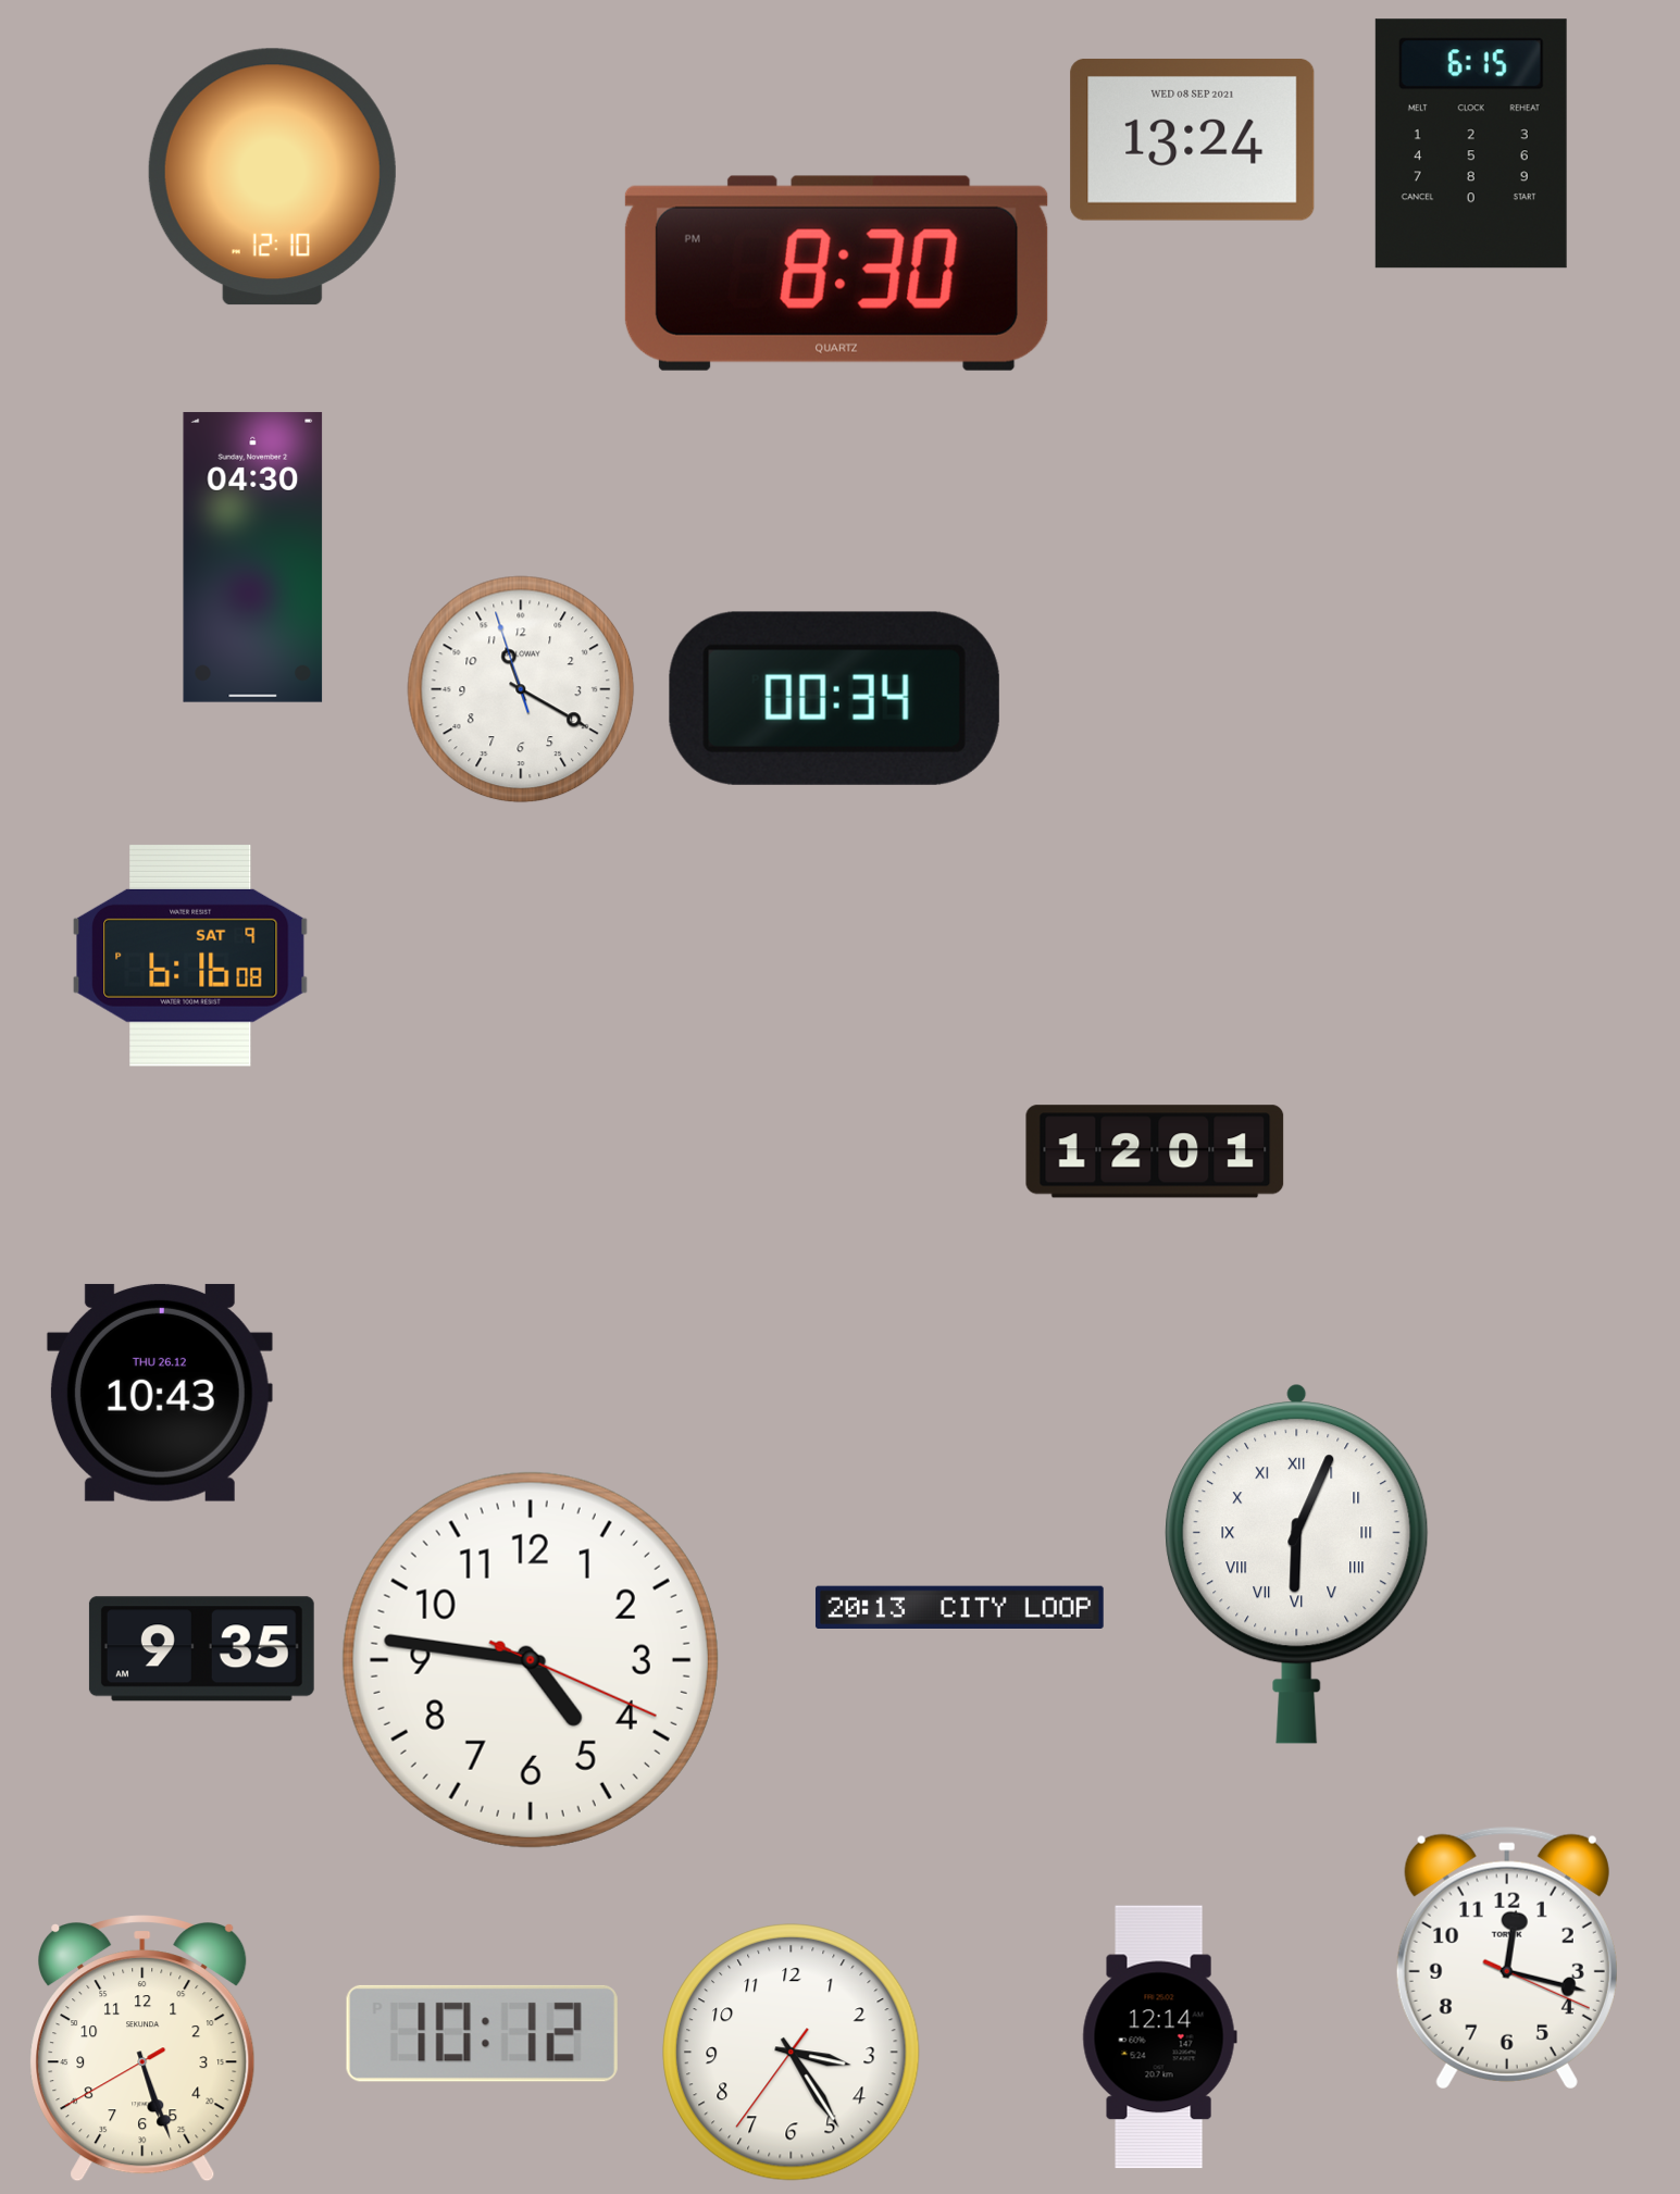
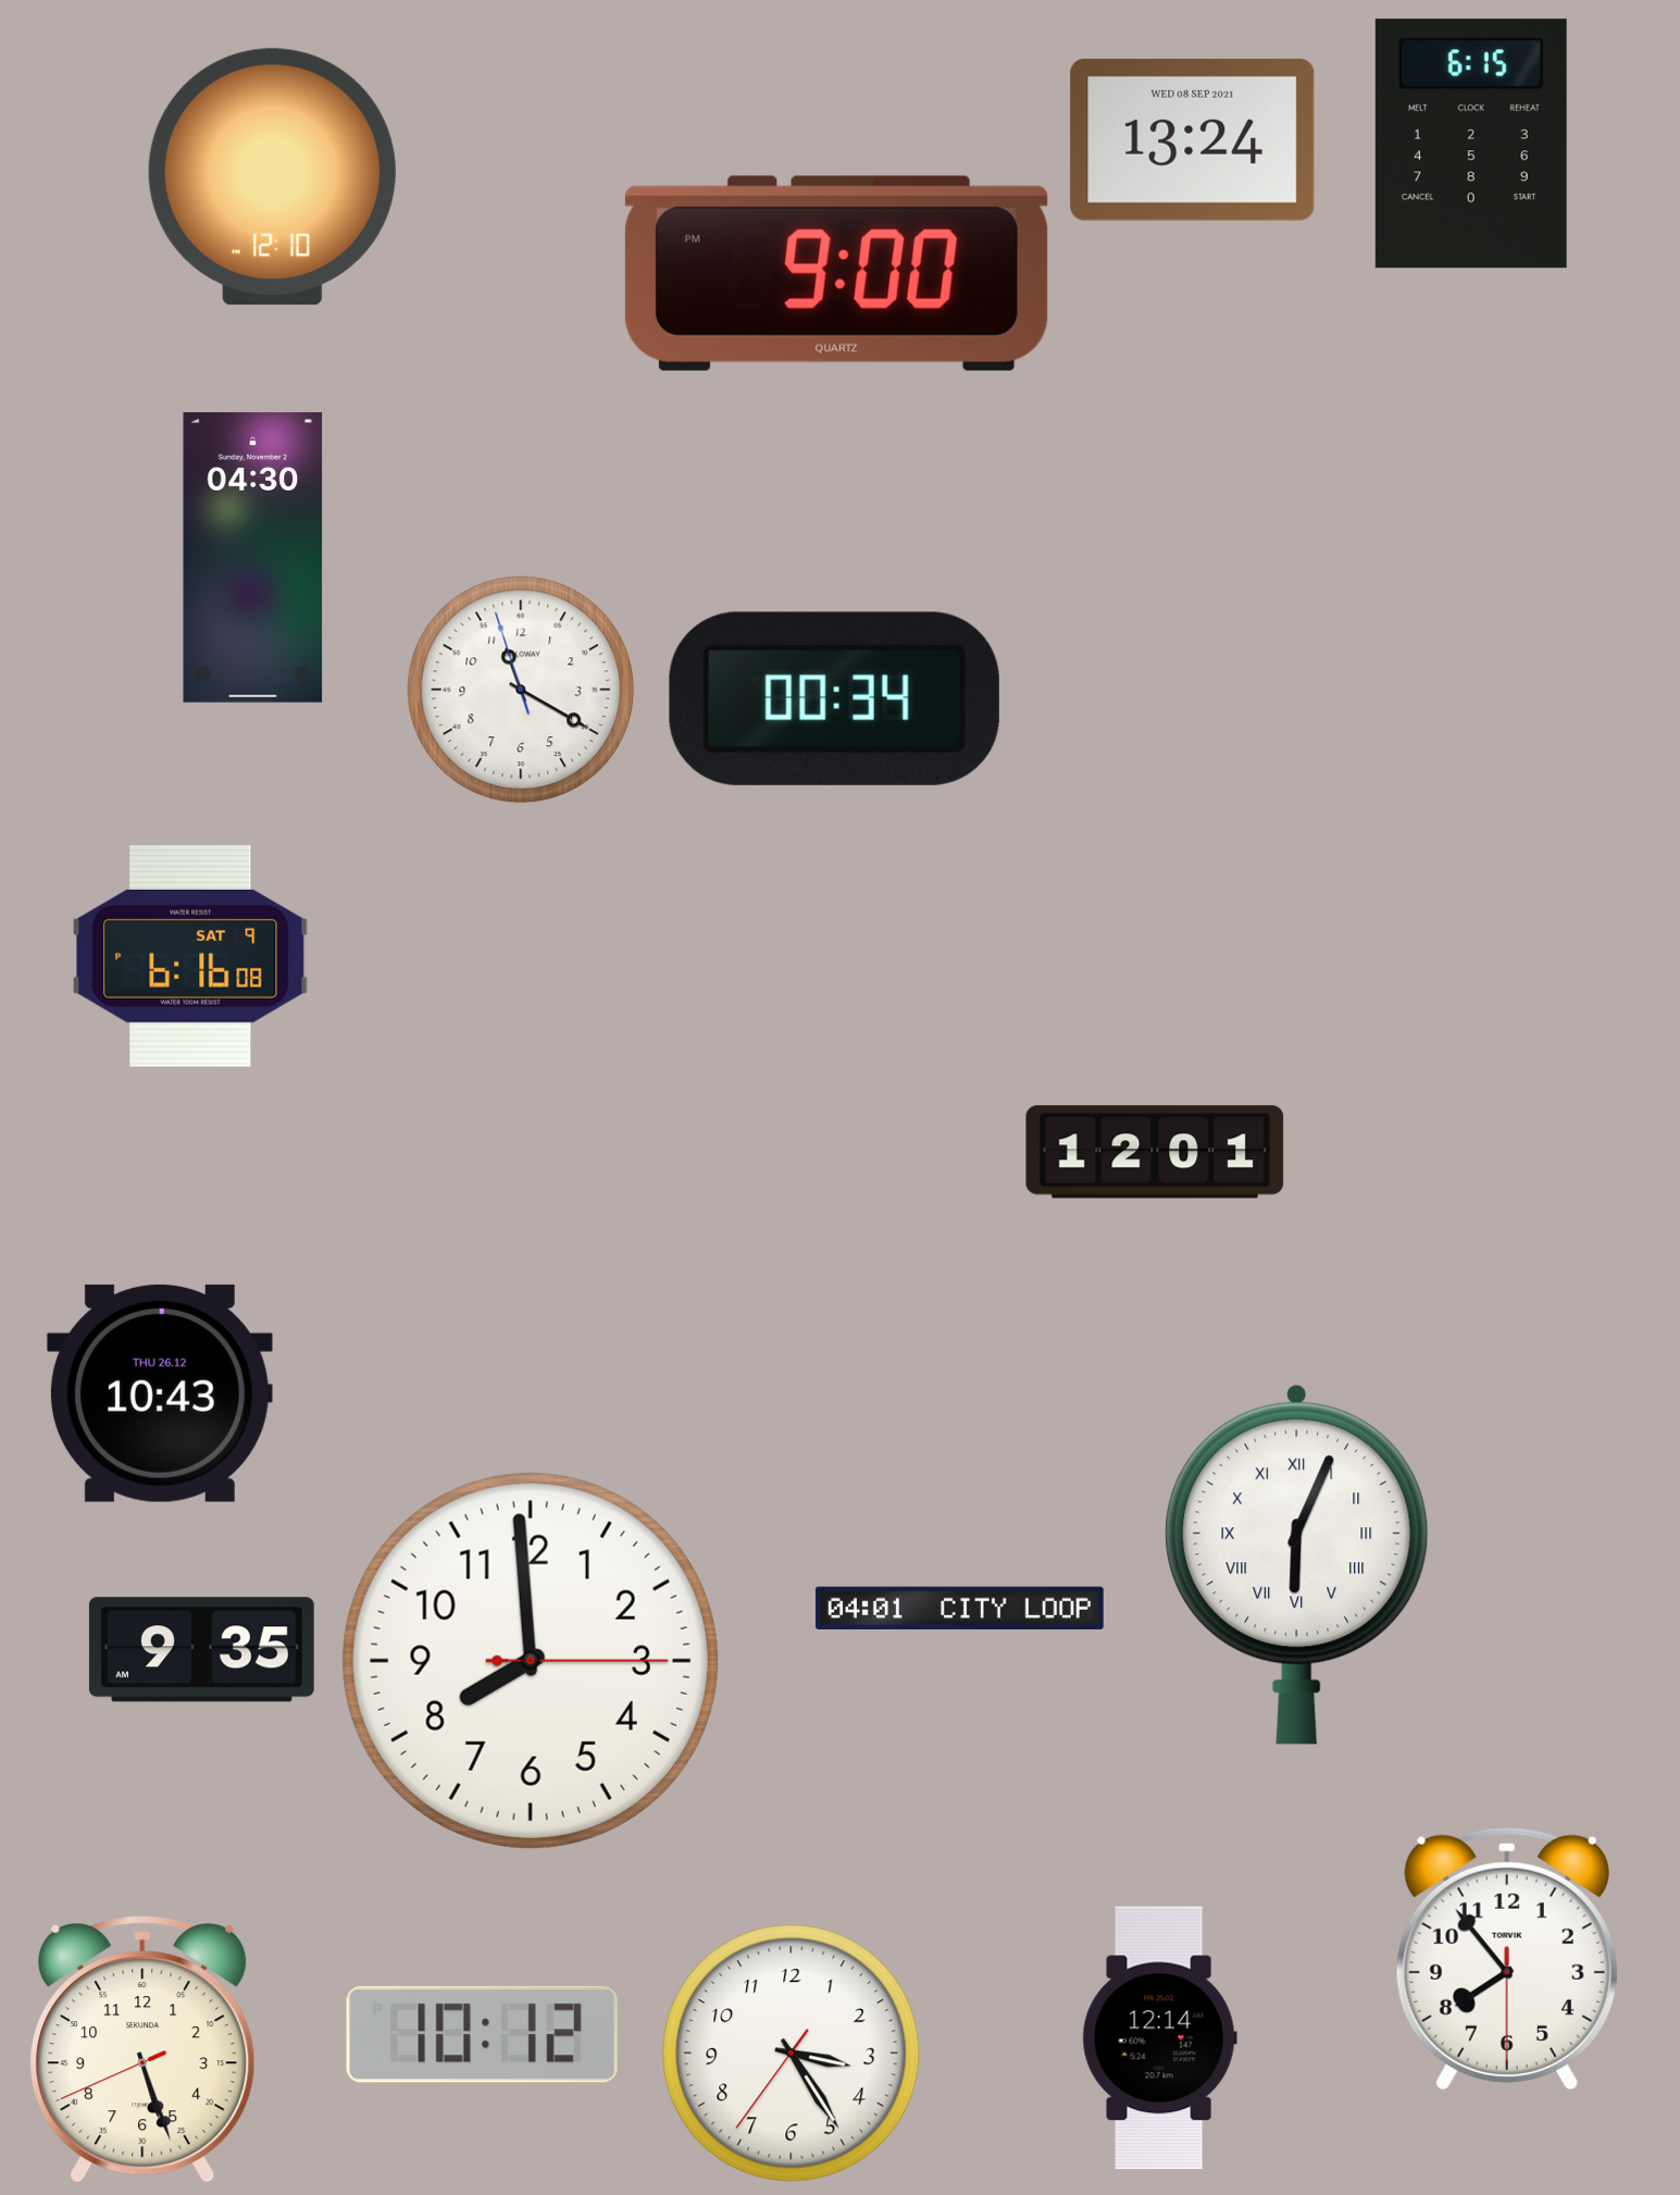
clock at (836, 273): 8:30 -> 9:00
clock at (959, 1608): 20:13 -> 04:01
clock at (531, 1660): 4:46 -> 7:59
clock at (1507, 1958): 12:17 -> 7:53
clock at (142, 2049): 5:26:40 -> 5:26:41
